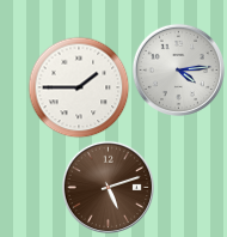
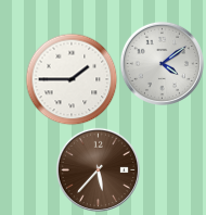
clock at (178, 69): 4:14 -> 4:09
clock at (108, 187): 5:12 -> 5:37
